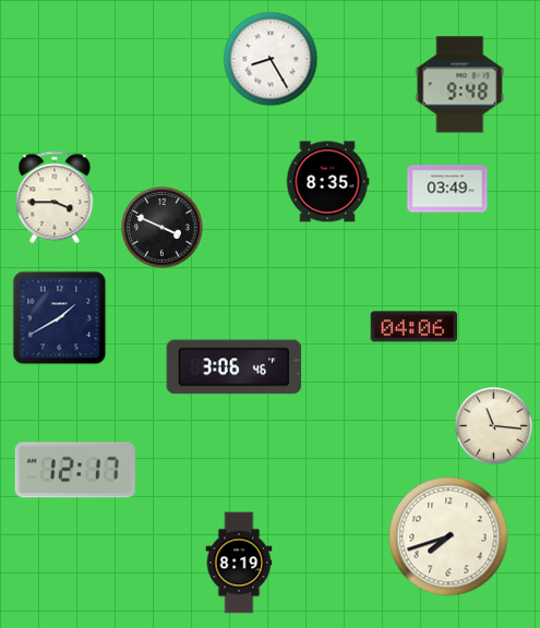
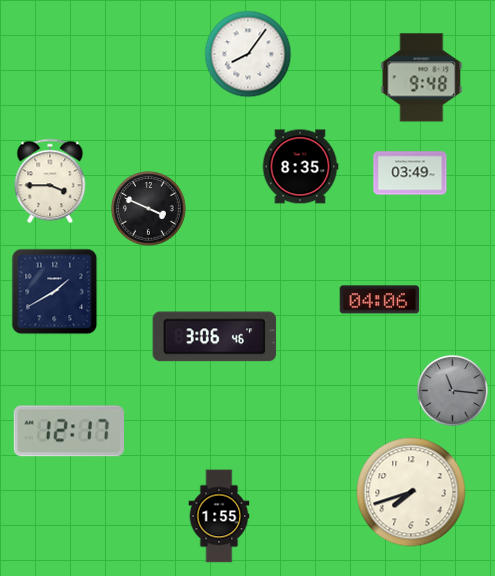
clock at (271, 59): 8:25 -> 8:06
clock at (493, 425) dial: cream -> grey
clock at (239, 563): 8:19 -> 1:55
